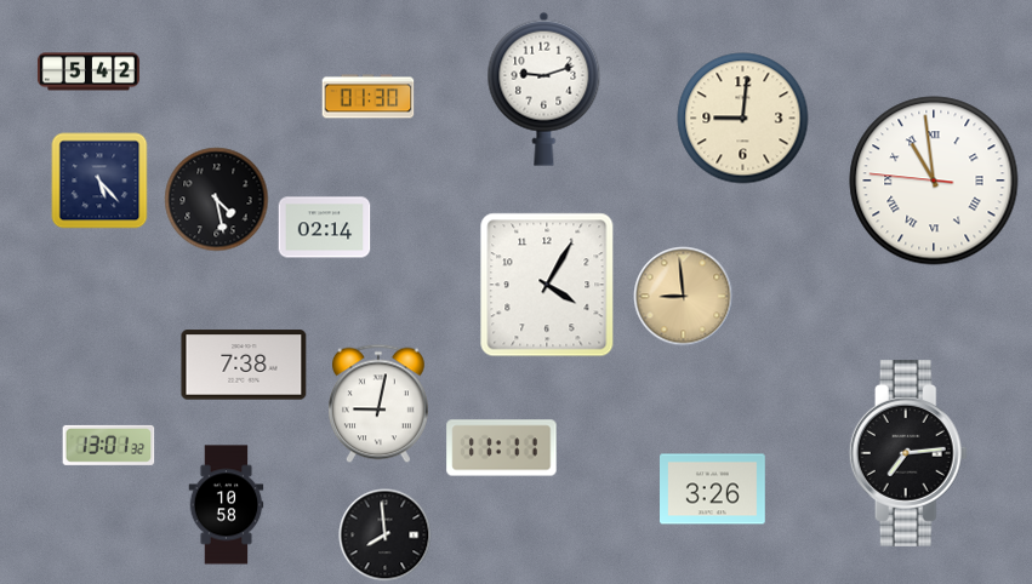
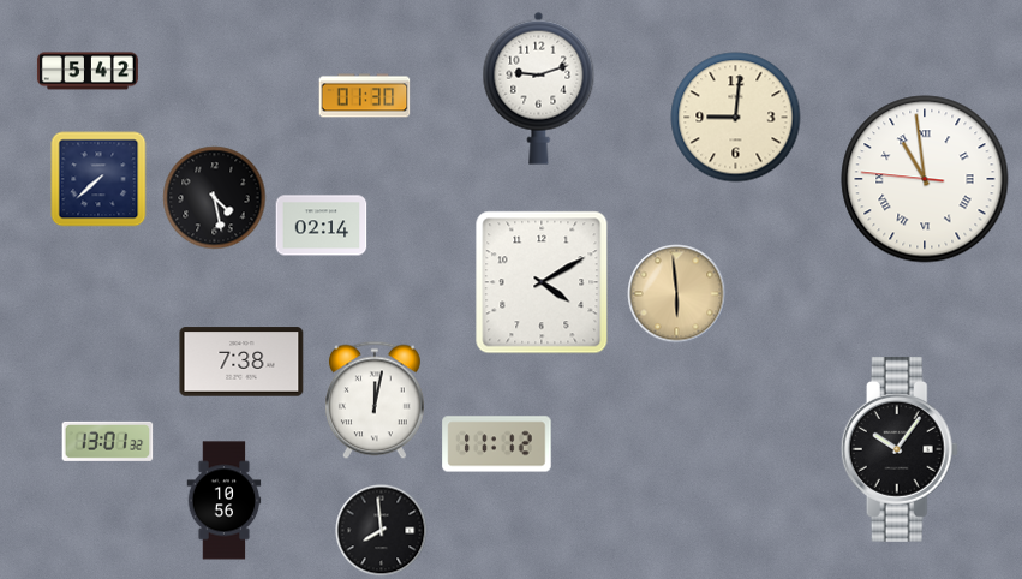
clock at (99, 181): 5:23 -> 7:38
clock at (547, 285): 4:05 -> 4:10
clock at (684, 297): 8:59 -> 5:59
clock at (378, 403): 9:02 -> 12:02
clock at (502, 448): 11:11 -> 11:12
clock at (908, 453): 7:14 -> 10:06
clock at (713, 489): 3:26 -> none
clock at (227, 505): 10:58 -> 10:56
